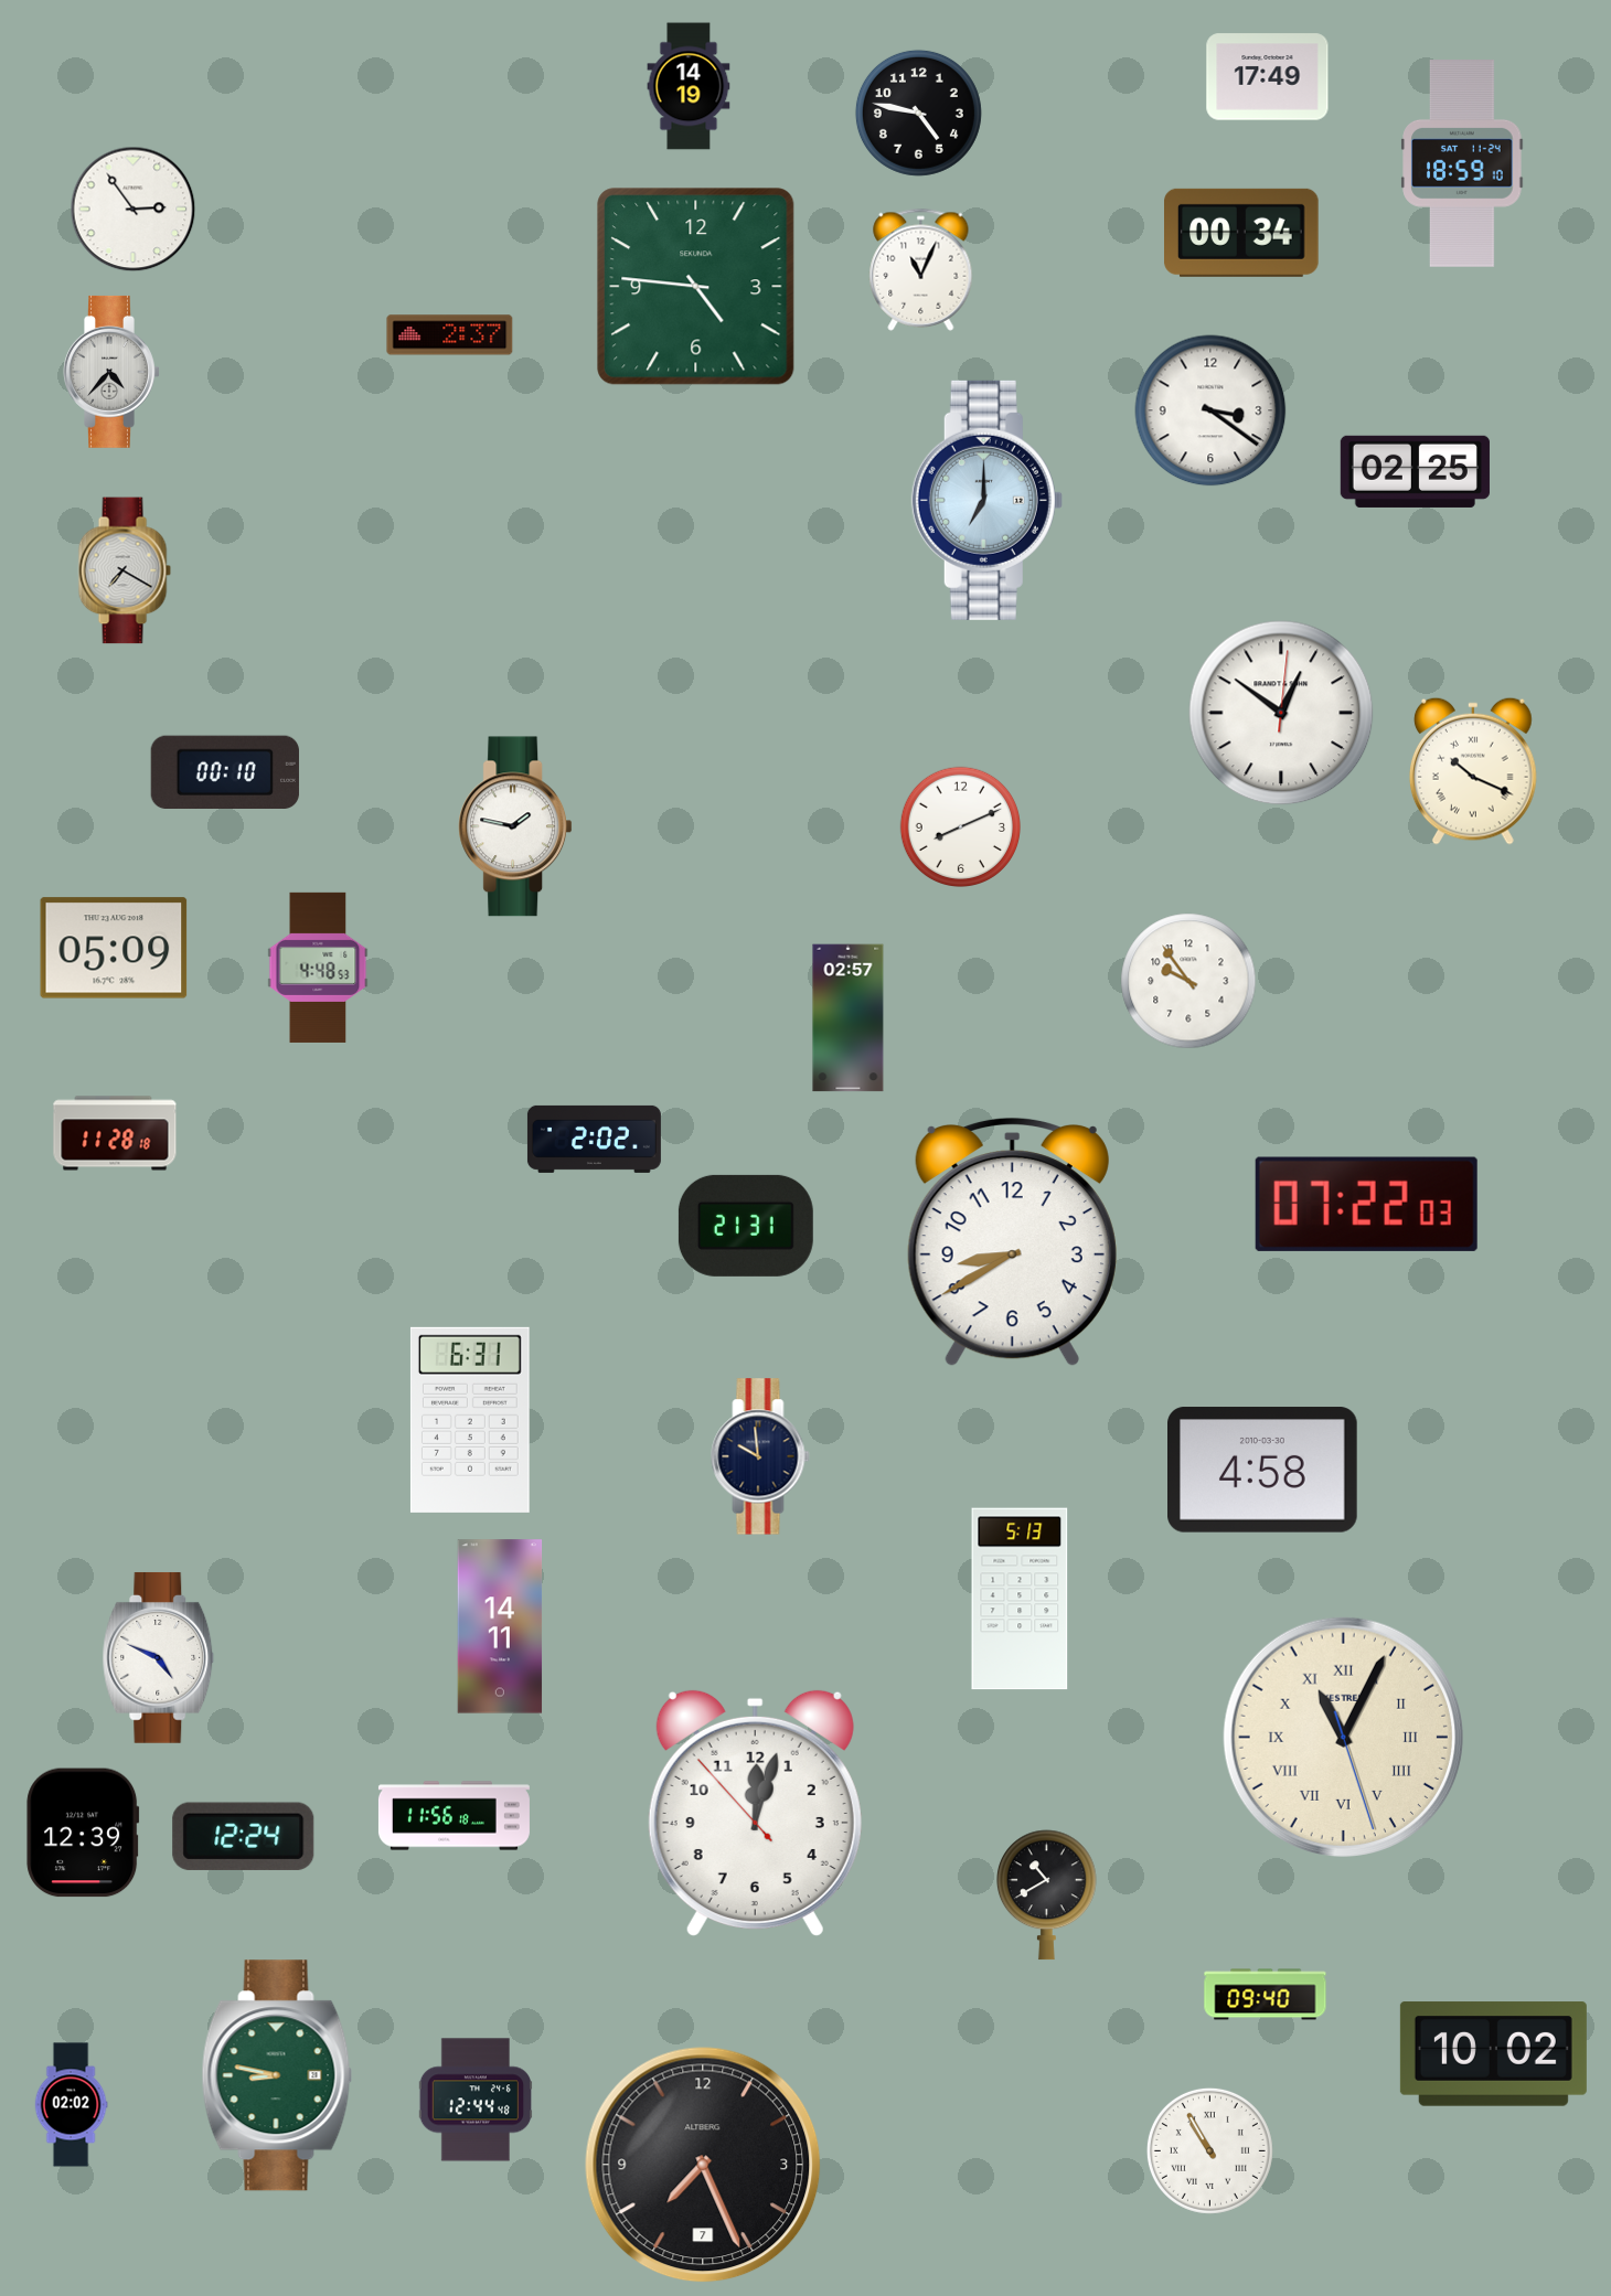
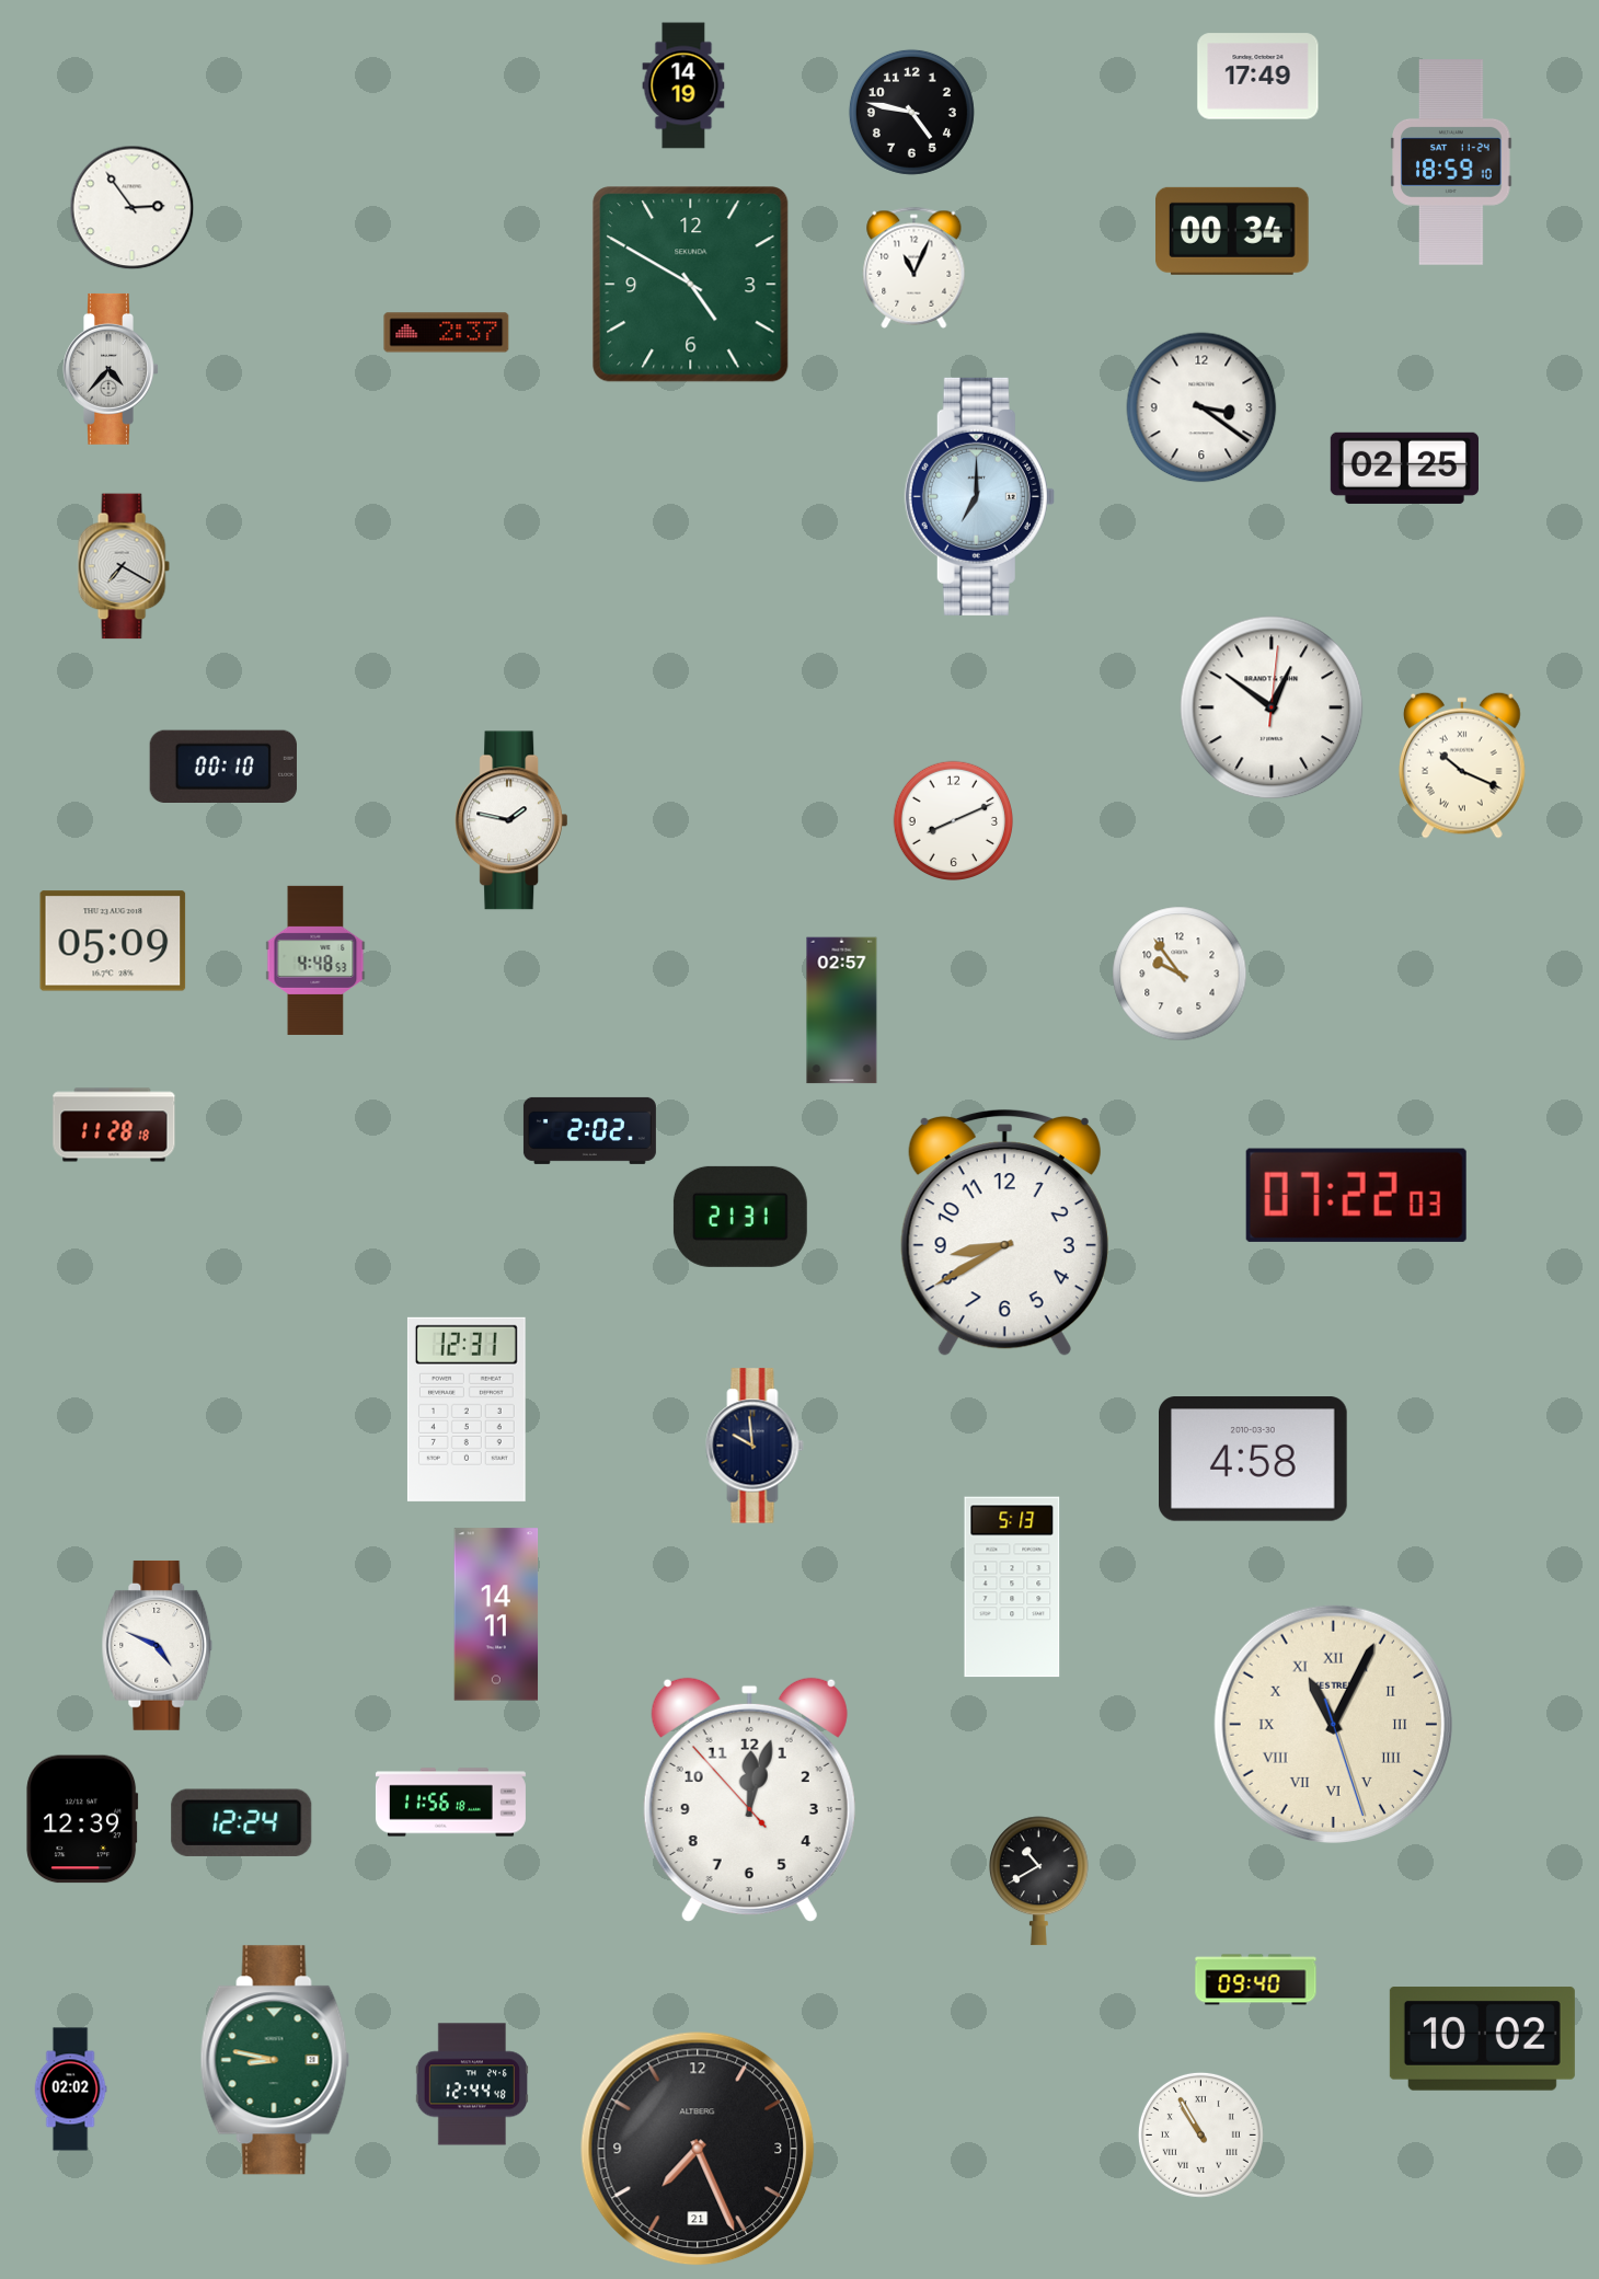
clock at (696, 287): 4:46 -> 4:50
clock at (470, 1420): 6:31 -> 12:31
clock at (703, 2165) date: 7 -> 21
